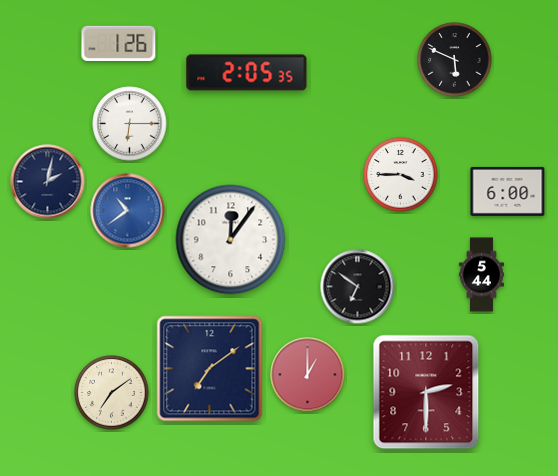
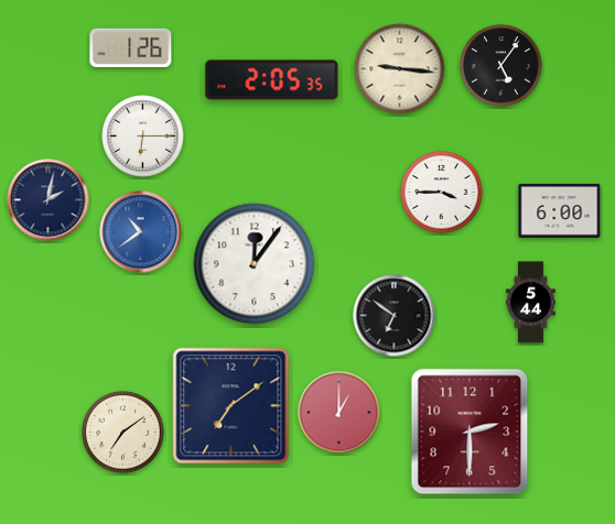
clock at (455, 60): 5:49 -> 5:06
clock at (400, 69): none -> 9:16
clock at (48, 182) position: (48, 182) -> (48, 200)
